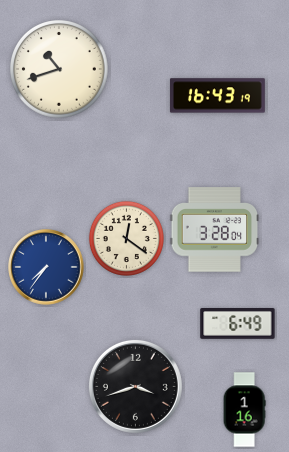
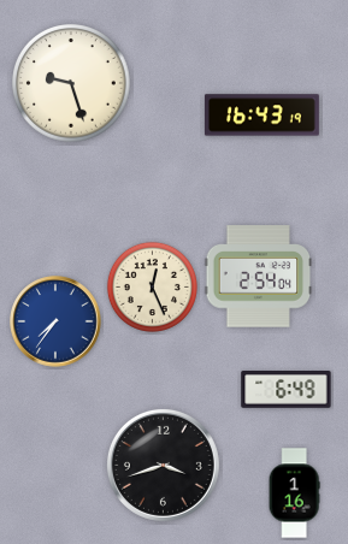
clock at (59, 69): 10:42 -> 9:27
clock at (215, 230): 3:28 -> 2:54
clock at (126, 238): 12:21 -> 12:26
